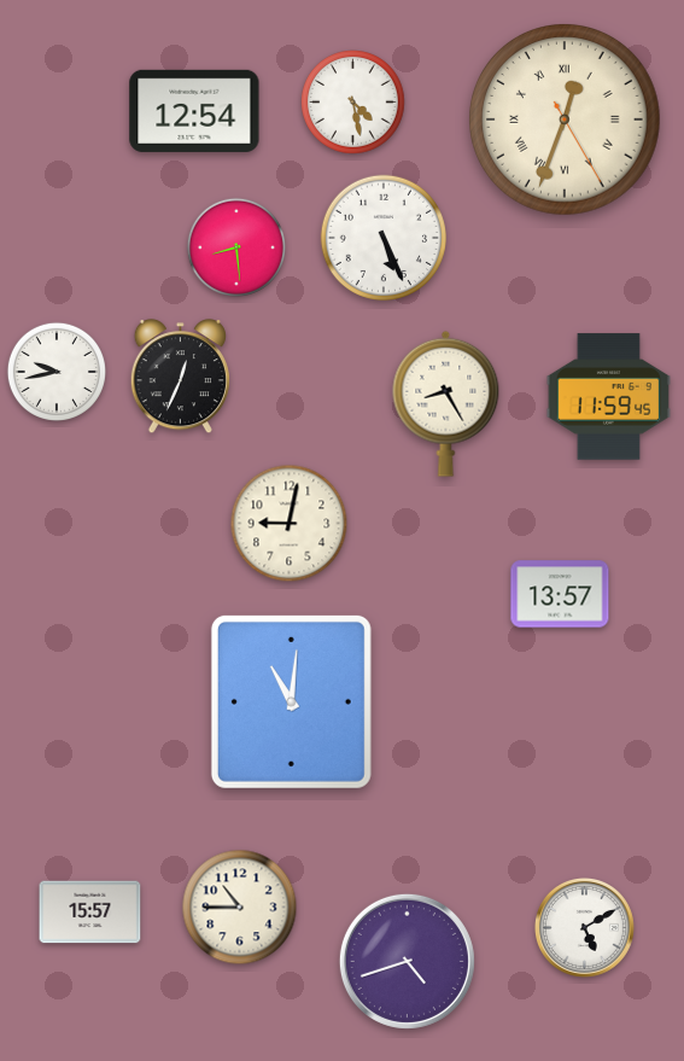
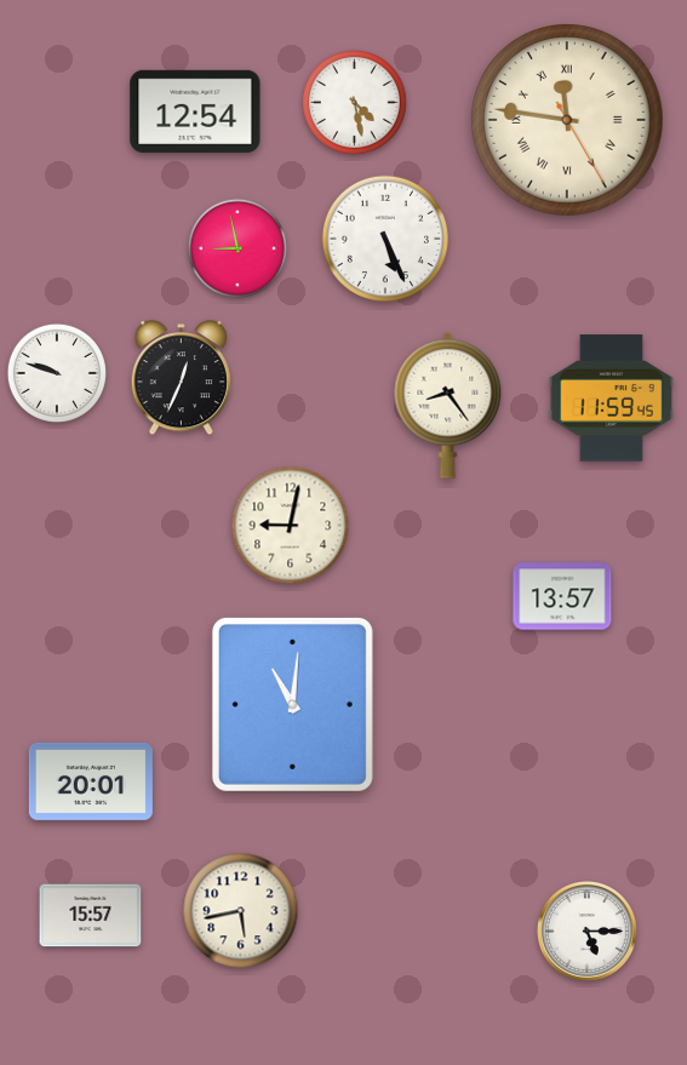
clock at (565, 119): 12:33 -> 11:46
clock at (236, 247): 8:29 -> 8:58
clock at (57, 372): 9:43 -> 9:48
clock at (446, 403): 8:25 -> 8:24
clock at (91, 781): none -> 20:01
clock at (240, 908): 10:45 -> 5:43
clock at (584, 927): 5:10 -> 5:15
clock at (407, 961): 4:42 -> none
